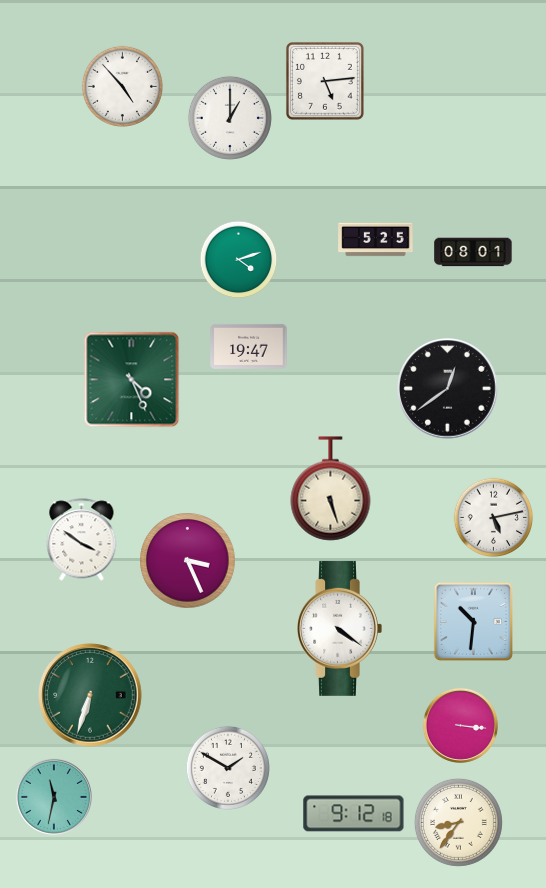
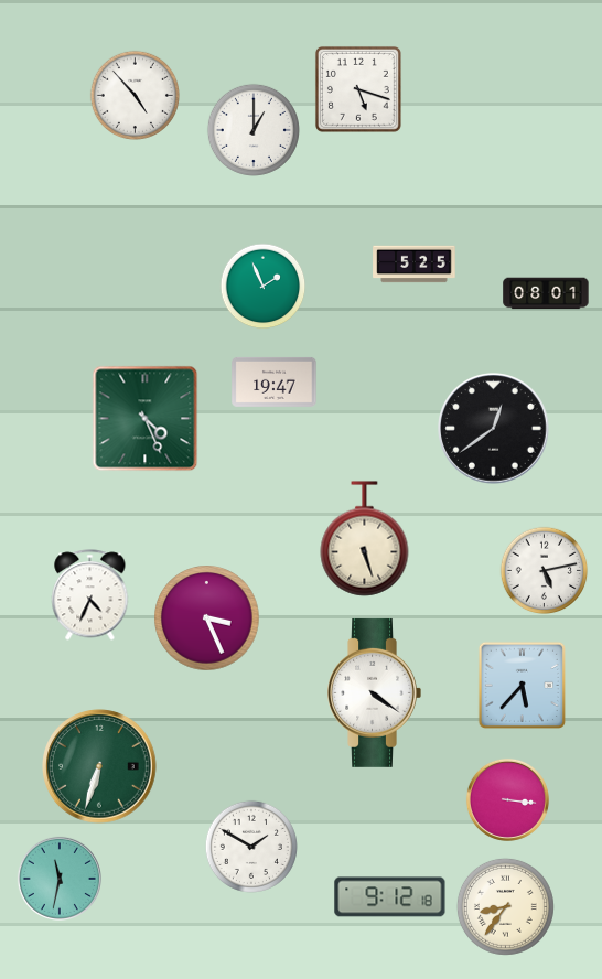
clock at (325, 81): 5:14 -> 5:18
clock at (473, 252) position: (473, 252) -> (546, 293)
clock at (239, 260): 4:12 -> 1:56
clock at (82, 540): 3:51 -> 4:34
clock at (473, 621): 10:31 -> 5:37
